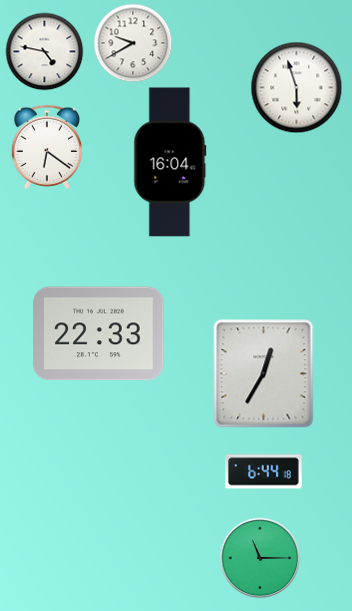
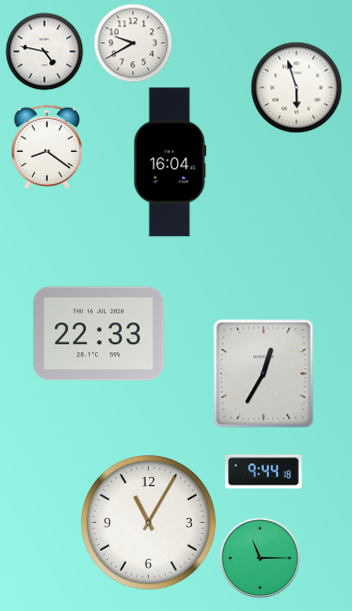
clock at (47, 147): 6:21 -> 8:21
clock at (264, 472): 6:44 -> 9:44
clock at (149, 523): none -> 11:05
